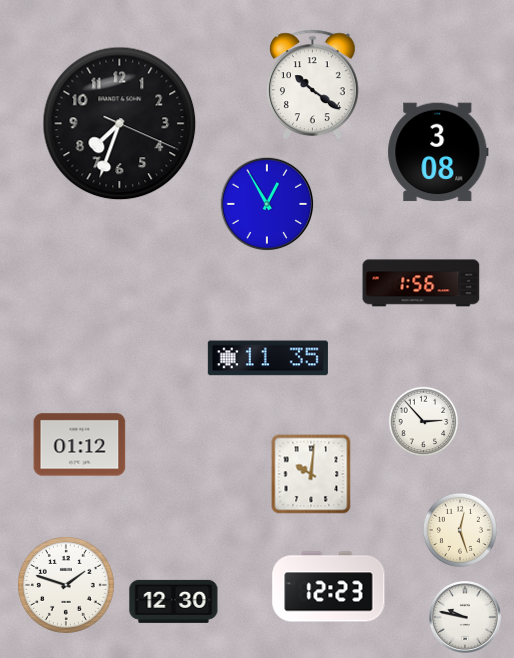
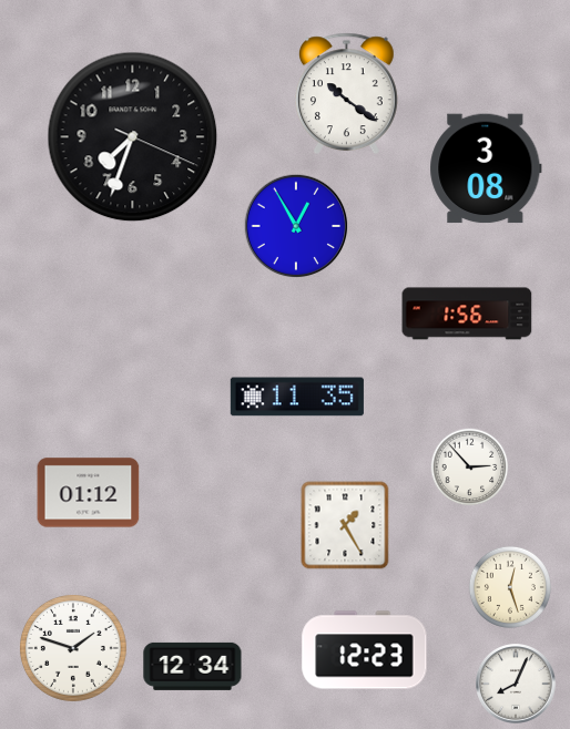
clock at (311, 474): 10:01 -> 1:25
clock at (174, 601): 12:30 -> 12:34
clock at (465, 617): 9:47 -> 8:04
